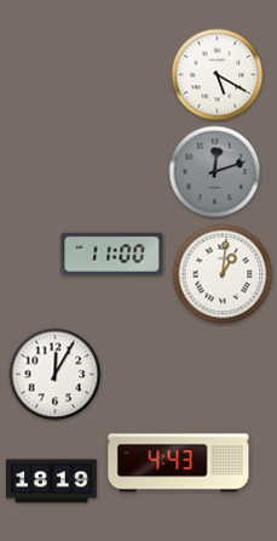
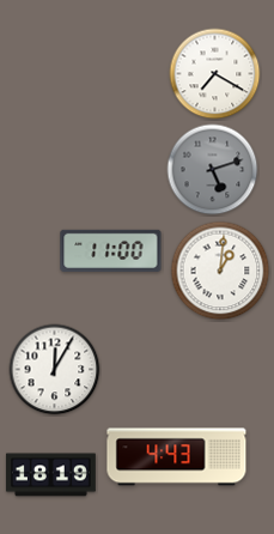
clock at (218, 75): 5:20 -> 7:20
clock at (215, 172): 12:12 -> 5:12
